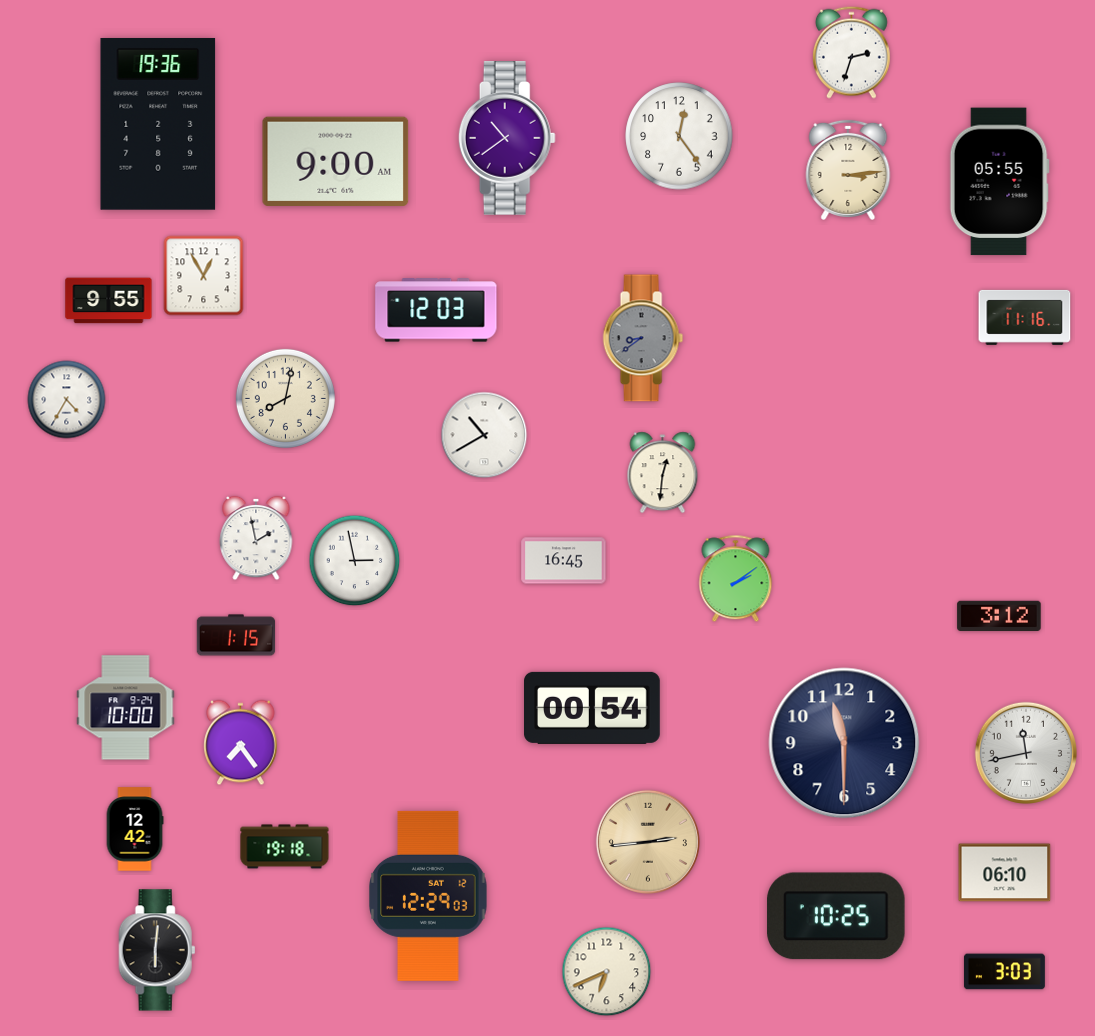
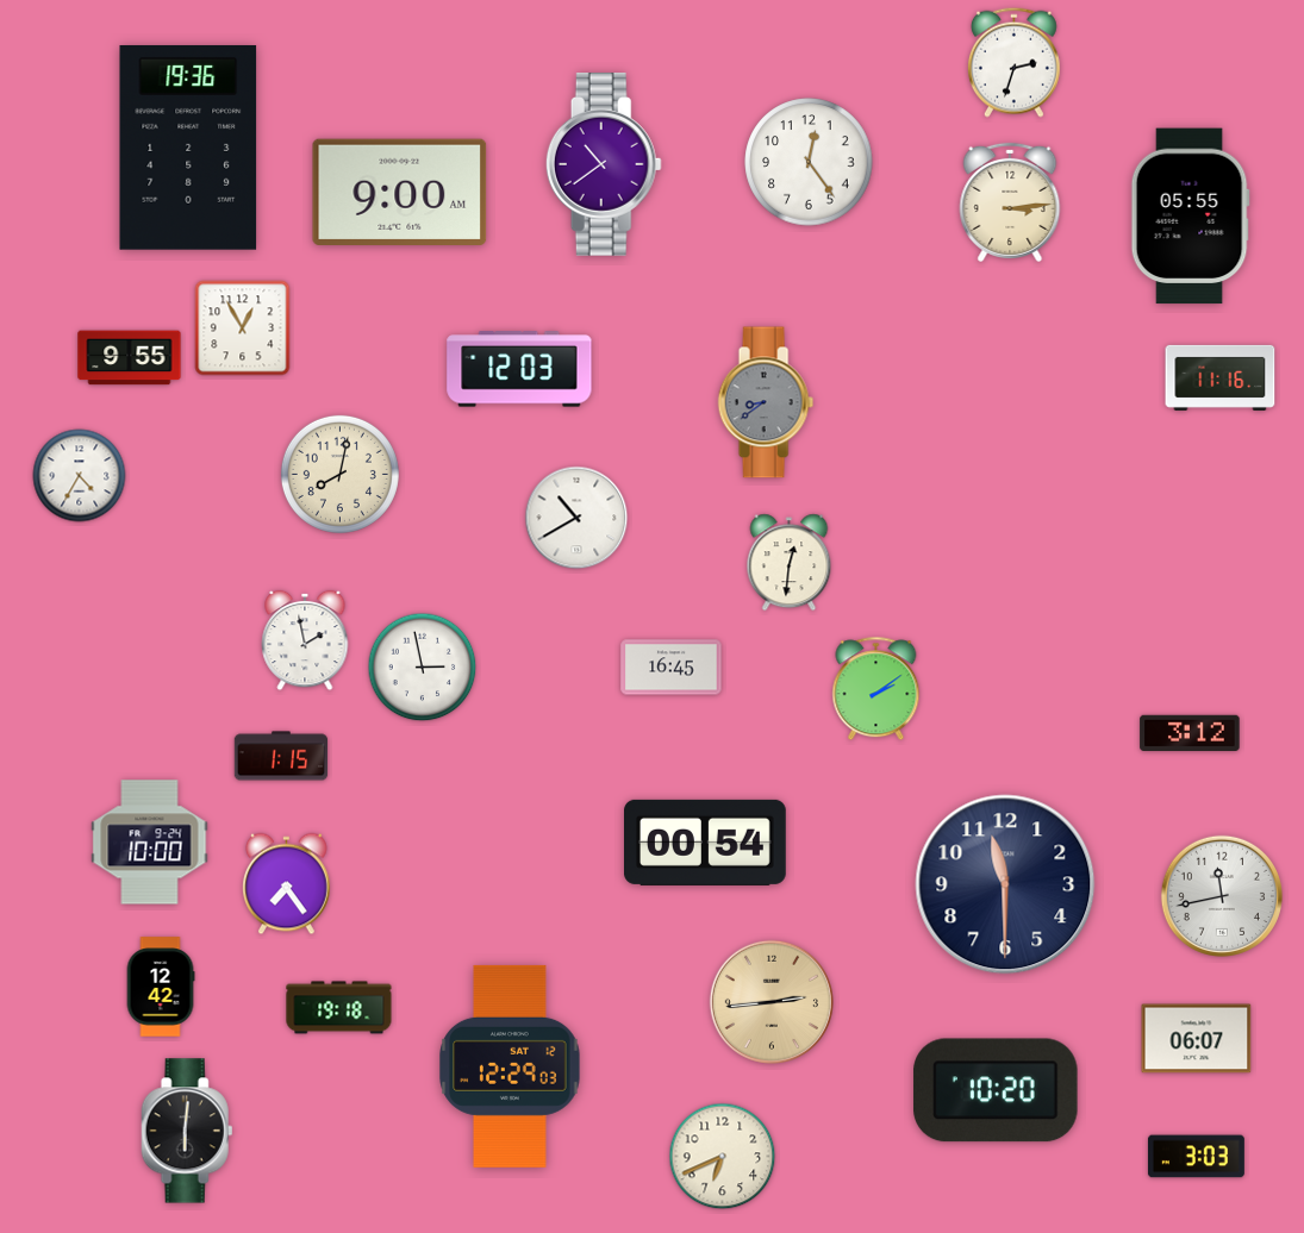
clock at (1005, 873): 06:10 -> 06:07
clock at (836, 916): 10:25 -> 10:20
